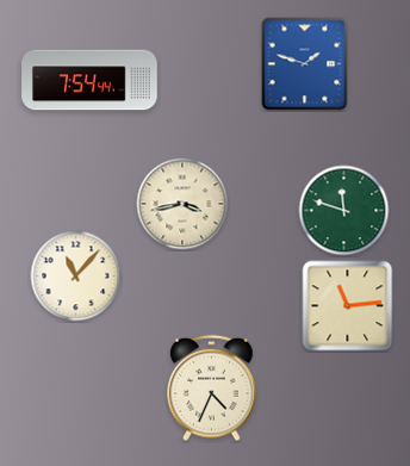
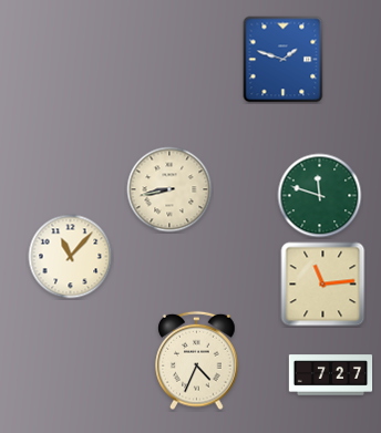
clock at (89, 80): 7:54 -> none
clock at (182, 204): 3:43 -> 8:43
clock at (331, 375): none -> 7:27
